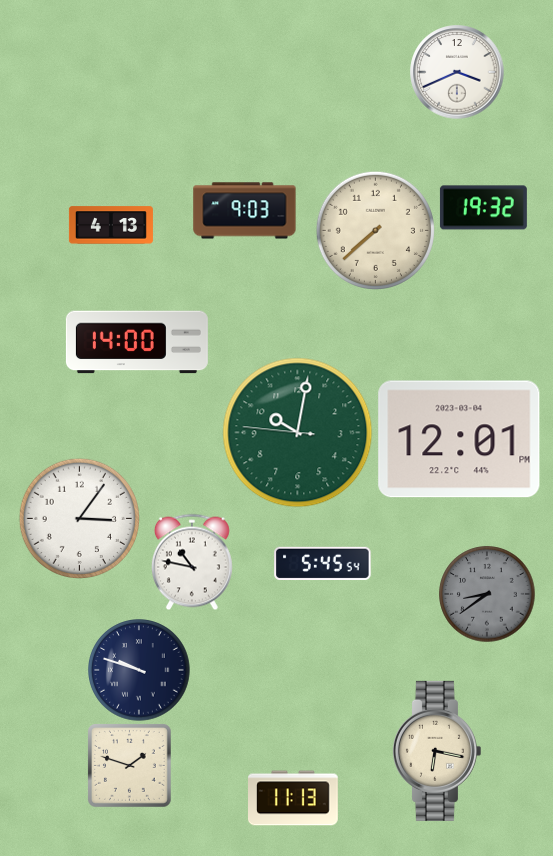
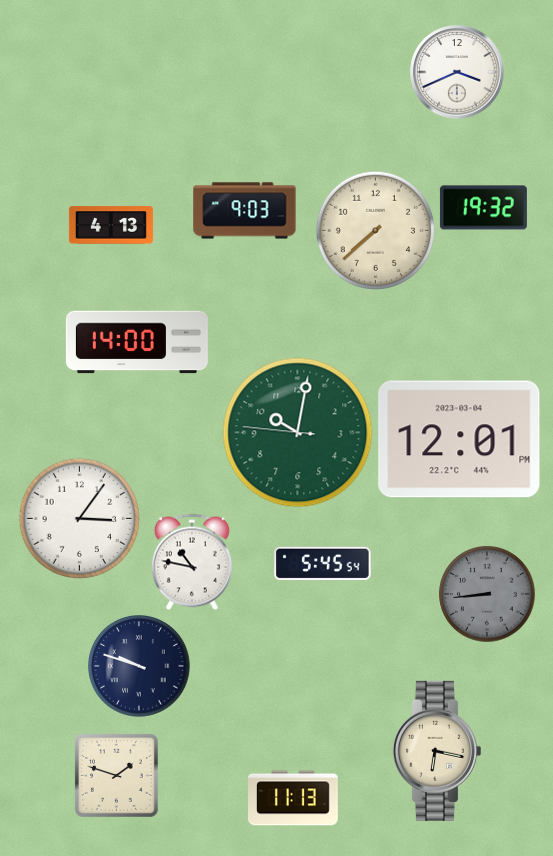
clock at (487, 594): 8:39 -> 8:44
clock at (139, 670) position: (139, 670) -> (139, 666)
clock at (130, 766) position: (130, 766) -> (117, 776)
